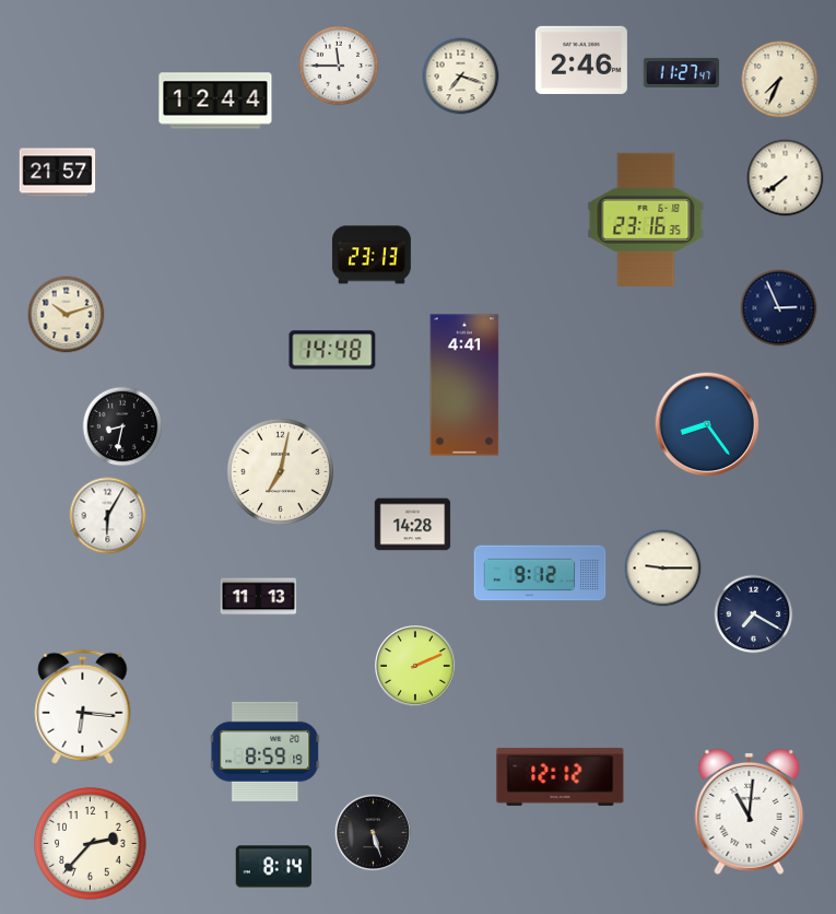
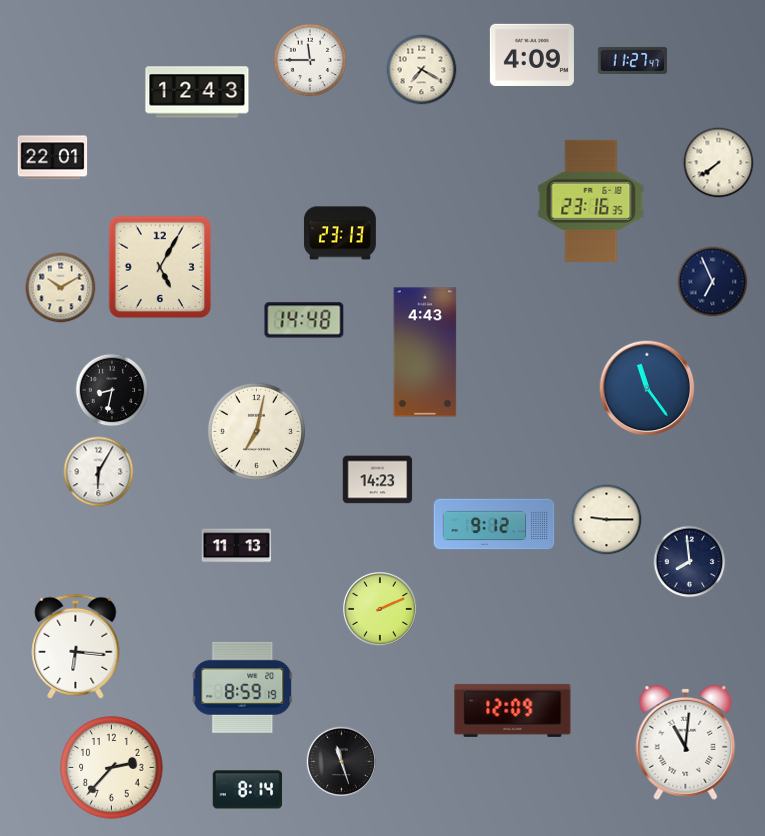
clock at (581, 60): 2:46 -> 4:09
clock at (682, 72) position: (682, 72) -> (633, 60)
clock at (461, 77): 7:18 -> 7:20
clock at (780, 80): 7:34 -> none
clock at (215, 101): 12:44 -> 12:43
clock at (58, 173): 21:57 -> 22:01
clock at (160, 267): none -> 5:05
clock at (779, 308): 2:56 -> 6:56
clock at (67, 315): 10:12 -> 10:10
clock at (464, 385): 4:41 -> 4:43
clock at (707, 424): 8:24 -> 11:24
clock at (413, 525): 14:28 -> 14:23
clock at (754, 614): 7:20 -> 7:59
clock at (561, 776): 12:12 -> 12:09
clock at (373, 832): 5:27 -> 11:27
clock at (91, 844) position: (91, 844) -> (112, 768)
clock at (274, 867) position: (274, 867) -> (248, 790)
